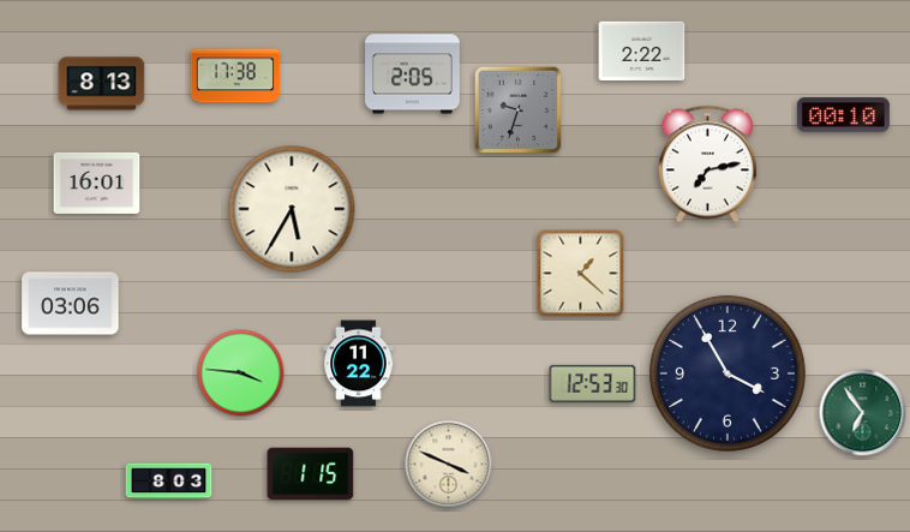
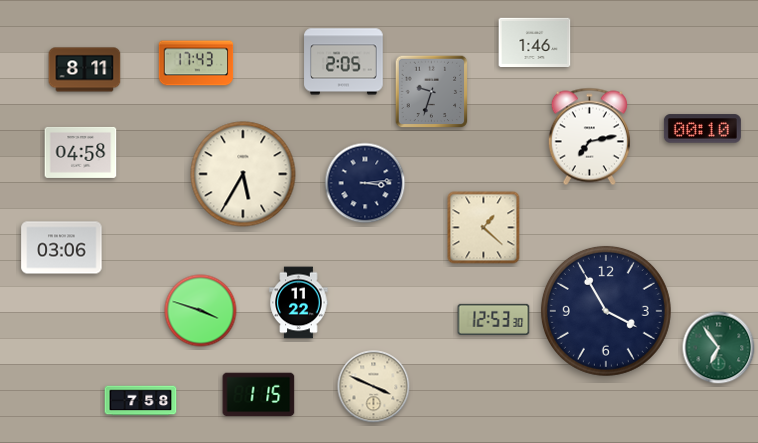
clock at (642, 50): 2:22 -> 1:46
clock at (235, 76): 17:38 -> 17:43
clock at (102, 84): 8:13 -> 8:11
clock at (843, 115) position: (843, 115) -> (702, 129)
clock at (97, 183): 16:01 -> 04:58
clock at (365, 183): none -> 3:14
clock at (71, 304) position: (71, 304) -> (62, 248)
clock at (241, 373): 3:46 -> 3:48
clock at (863, 413) position: (863, 413) -> (719, 348)
clock at (169, 482): 8:03 -> 7:58
